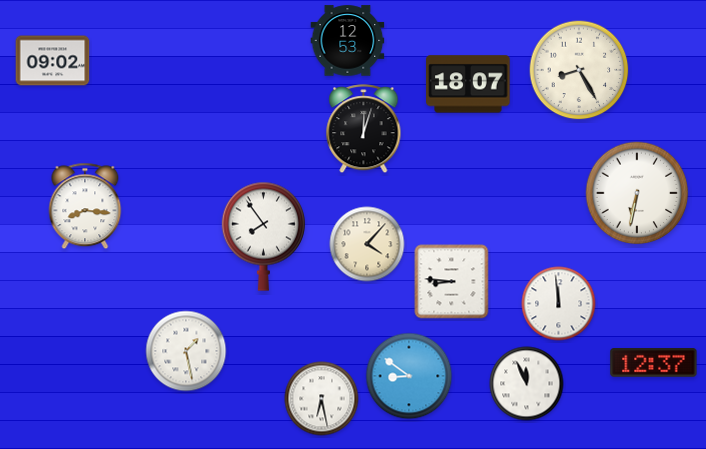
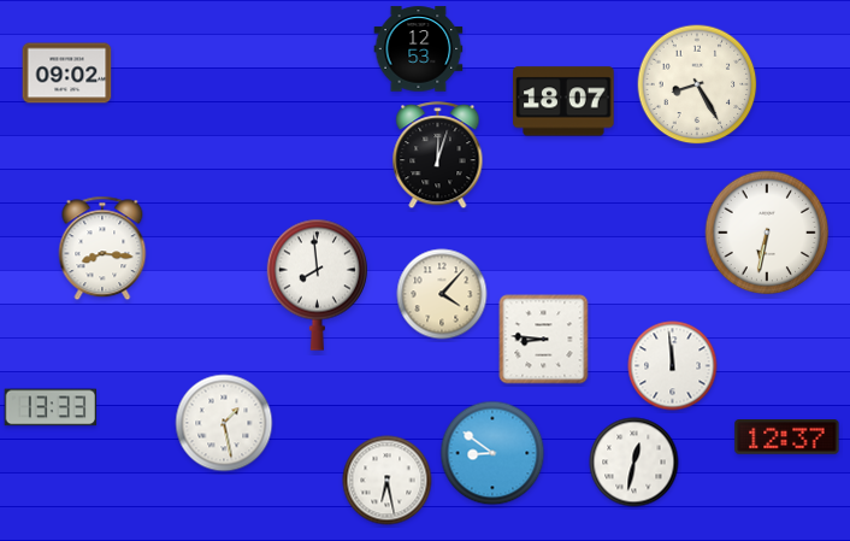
clock at (53, 61) position: (53, 61) -> (67, 73)
clock at (263, 236): 7:54 -> 7:59
clock at (51, 407): none -> 13:33
clock at (527, 384): 11:56 -> 12:32
